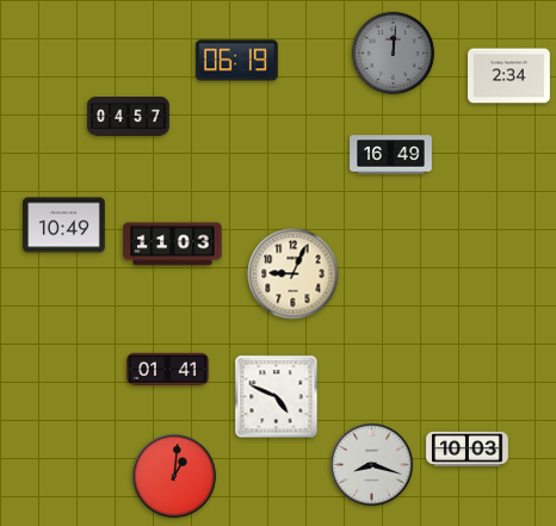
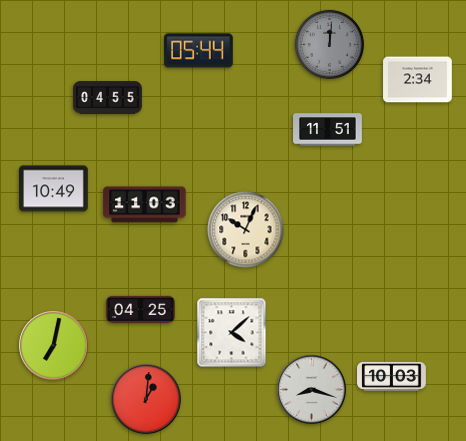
clock at (237, 61): 06:19 -> 05:44
clock at (509, 76) position: (509, 76) -> (418, 80)
clock at (129, 117): 04:57 -> 04:55
clock at (391, 155): 16:49 -> 11:51
clock at (294, 274): 9:04 -> 10:04
clock at (168, 370): 01:41 -> 04:25
clock at (277, 397): 4:49 -> 4:08
clock at (54, 346): none -> 7:02
